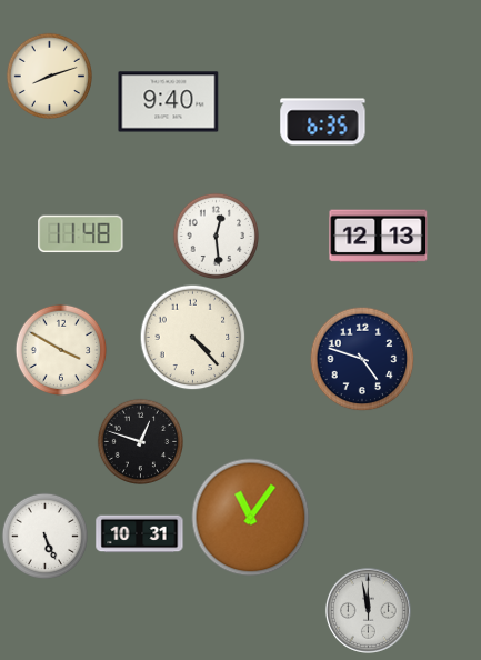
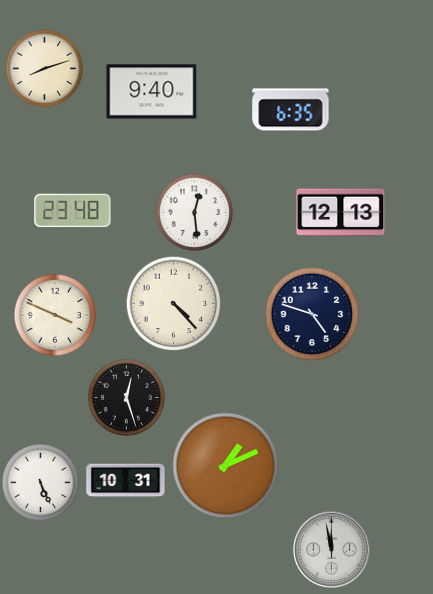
clock at (81, 234): 11:48 -> 23:48
clock at (61, 350): 3:50 -> 3:49
clock at (362, 359) position: (362, 359) -> (312, 314)
clock at (140, 441): 12:48 -> 12:27
clock at (251, 518): 11:06 -> 1:11
